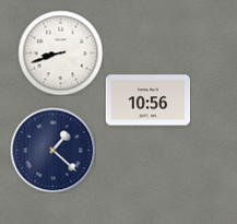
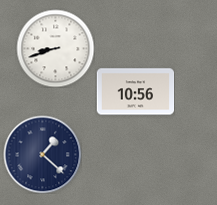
clock at (52, 150) position: (52, 150) -> (42, 154)
